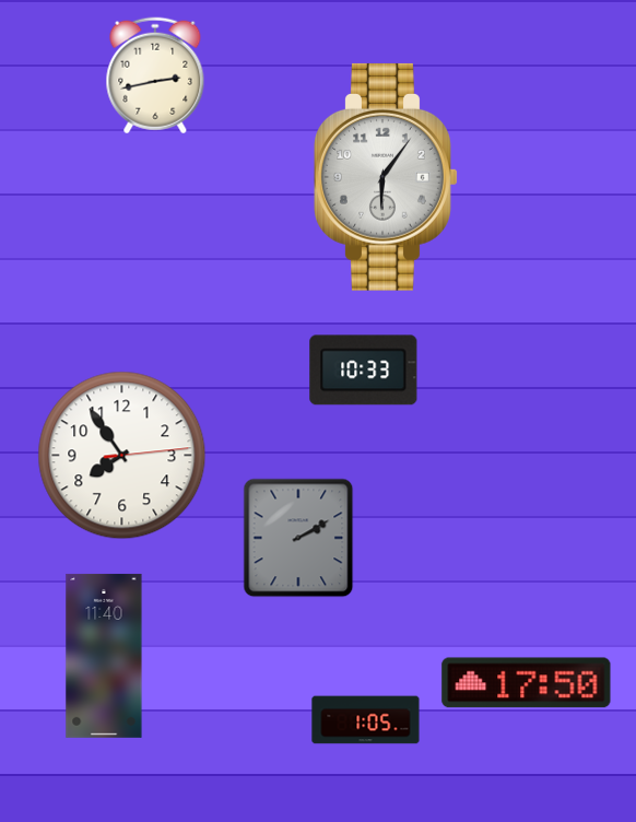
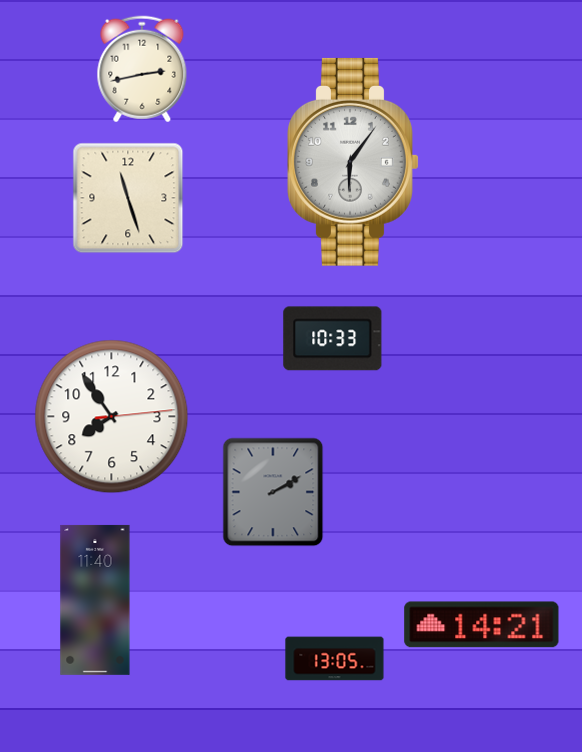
clock at (128, 198): none -> 11:27
clock at (527, 683): 17:50 -> 14:21
clock at (366, 720): 1:05 -> 13:05
